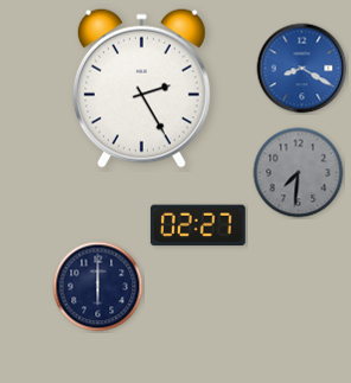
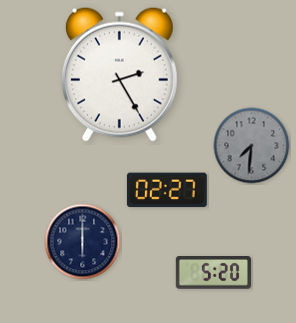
clock at (302, 69): 8:20 -> none
clock at (213, 273): none -> 5:20
